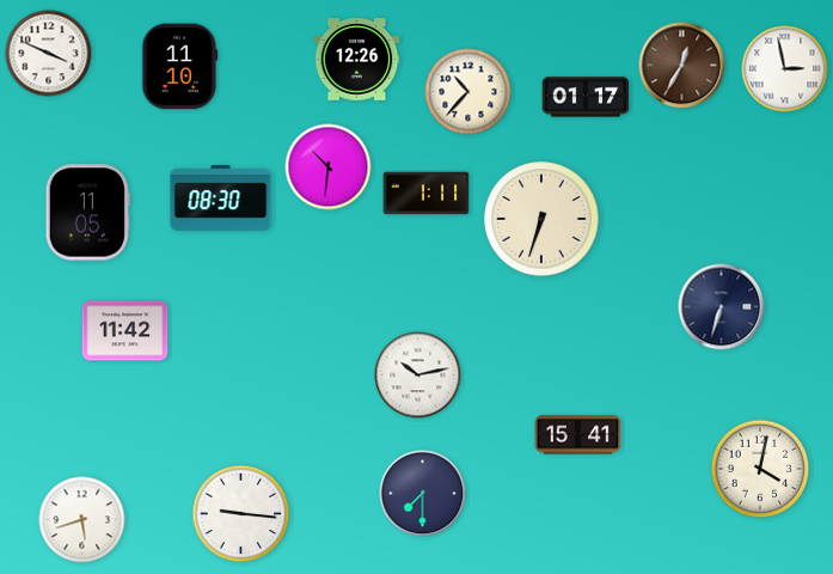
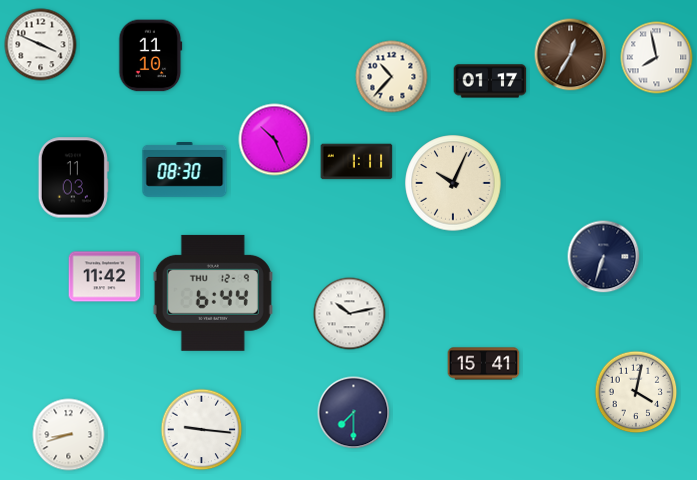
clock at (357, 60): 12:26 -> none
clock at (785, 69): 2:58 -> 7:58
clock at (329, 167): 10:31 -> 10:26
clock at (221, 199) position: (221, 199) -> (185, 170)
clock at (87, 213): 11:05 -> 11:03
clock at (541, 219): 6:33 -> 10:04
clock at (213, 293): none -> 6:44
clock at (82, 520): 5:42 -> 8:42
